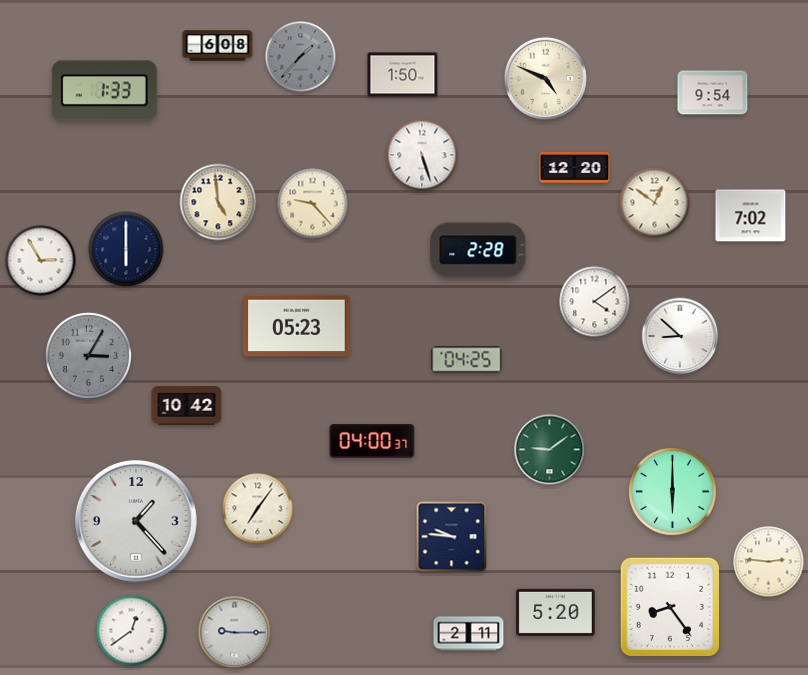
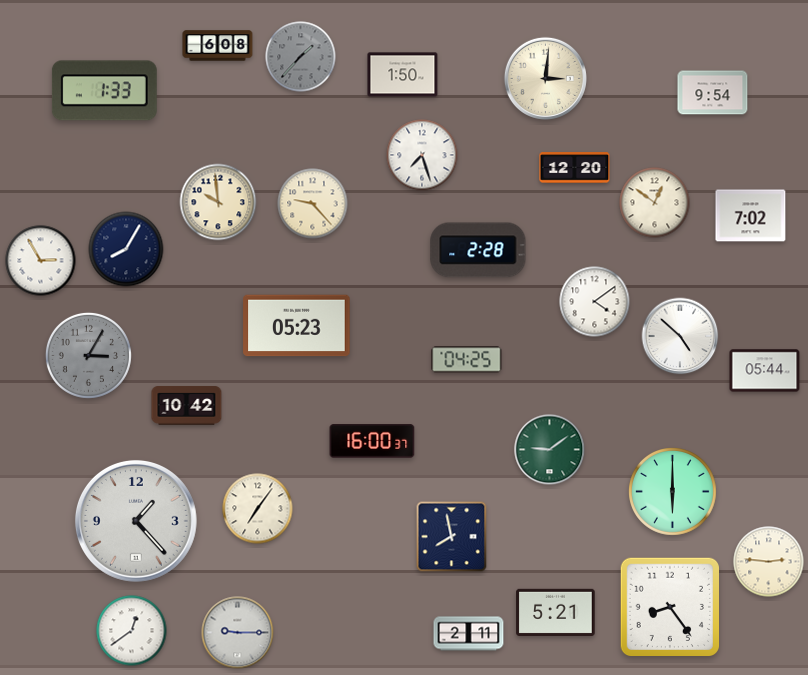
clock at (545, 78): 4:49 -> 3:01
clock at (422, 155): 5:27 -> 7:27
clock at (218, 202): 4:59 -> 9:59
clock at (126, 249): 6:00 -> 8:05
clock at (680, 336): 8:52 -> 4:52
clock at (765, 371): none -> 05:44
clock at (372, 441): 04:00 -> 16:00
clock at (452, 537): 9:46 -> 7:58
clock at (556, 612): 5:20 -> 5:21
clock at (235, 633) position: (235, 633) -> (238, 633)
